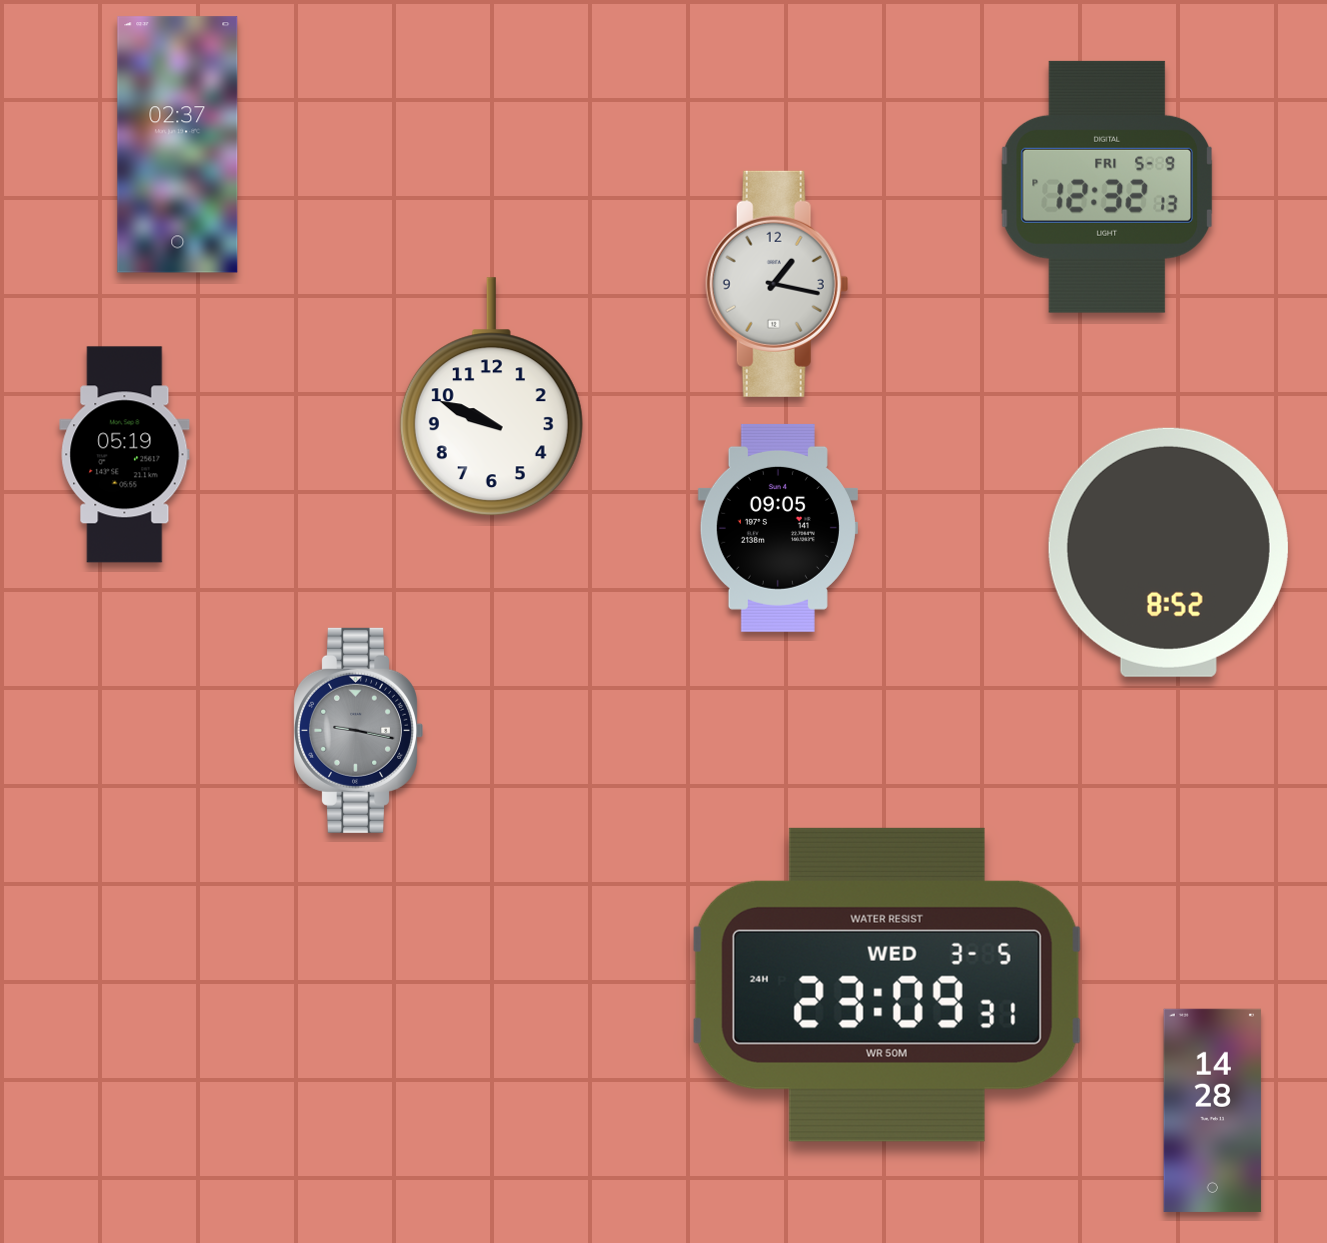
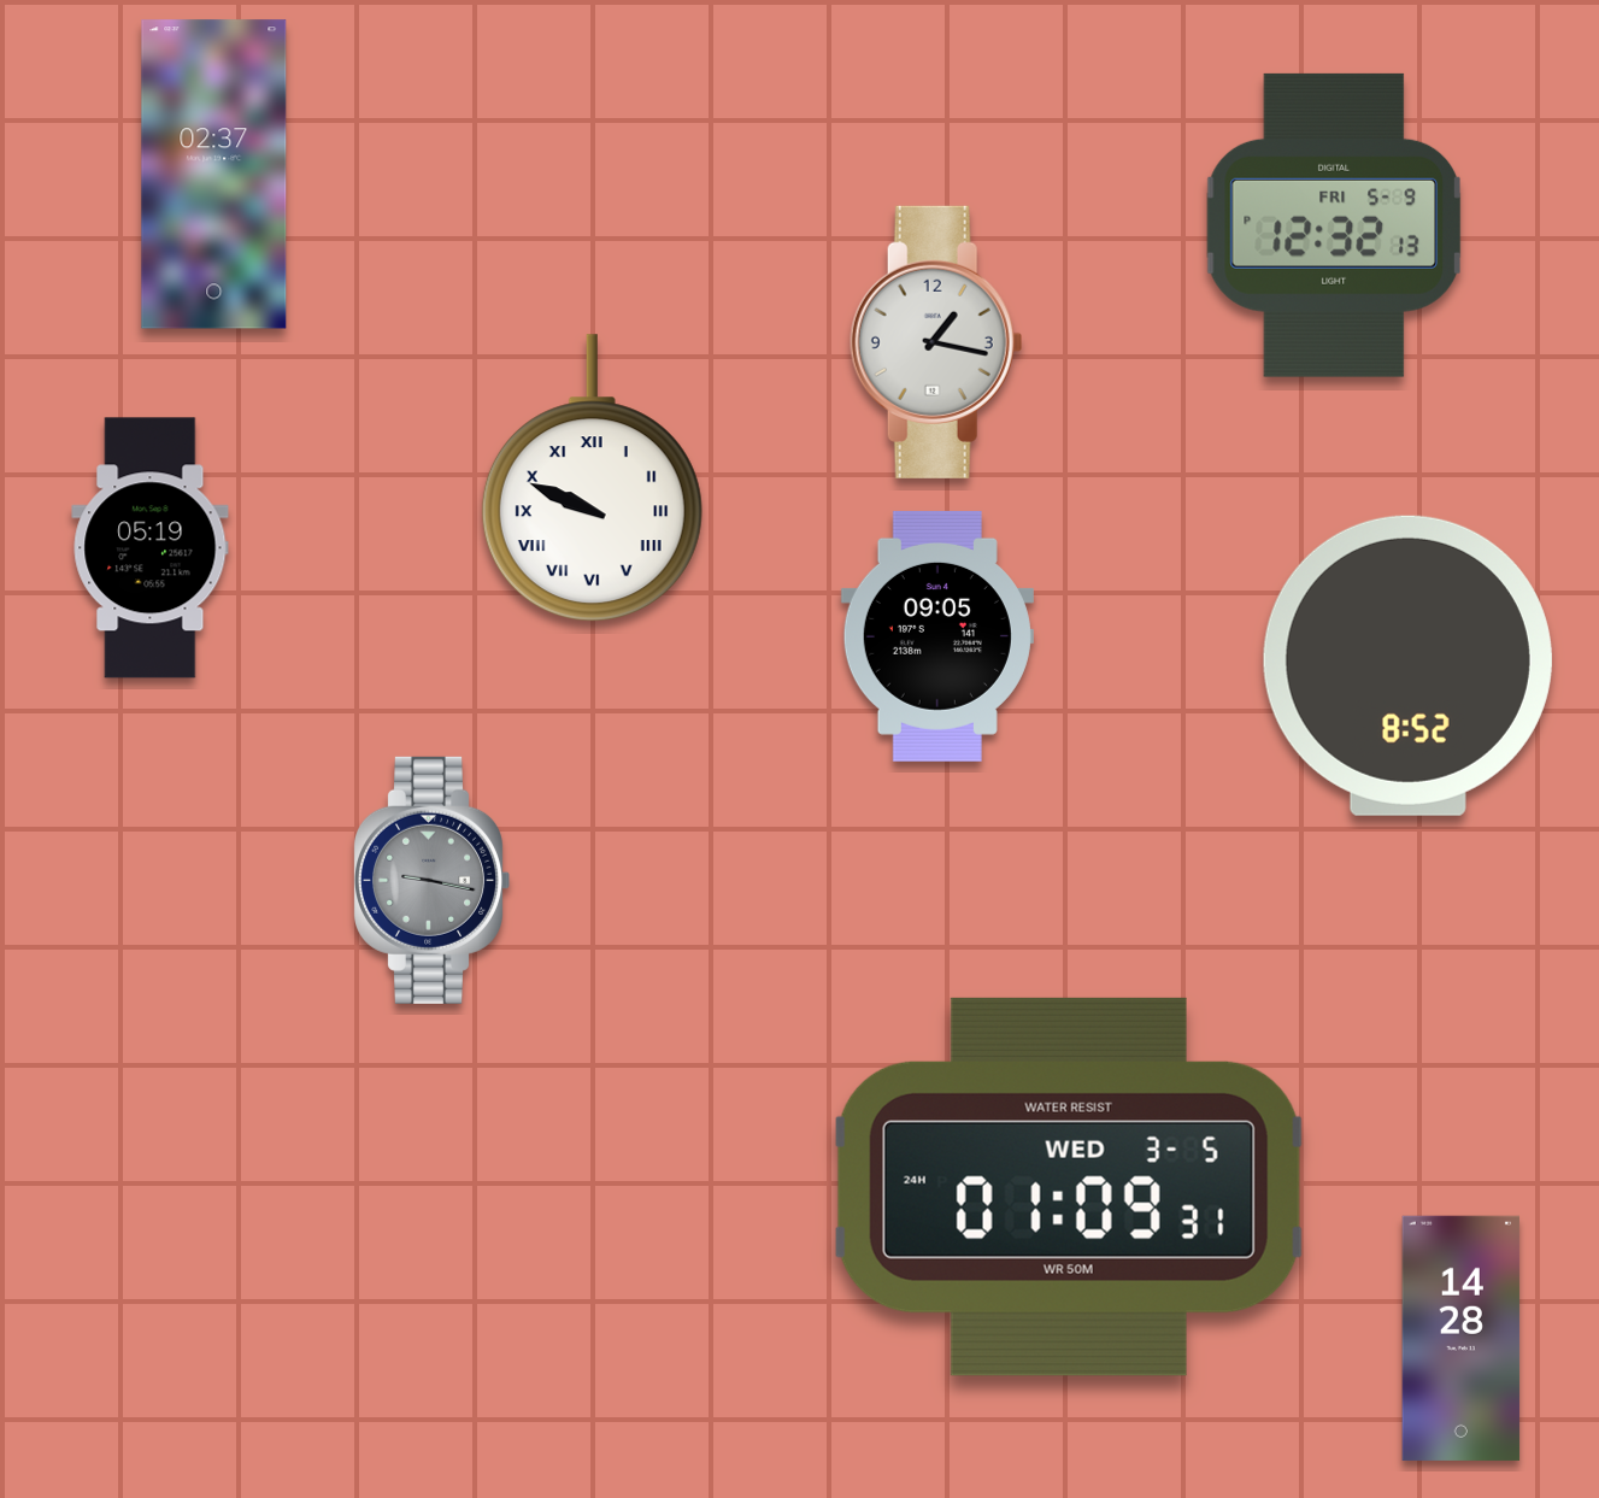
clock at (491, 397) numerals: Arabic -> Roman
clock at (887, 985): 23:09 -> 01:09
